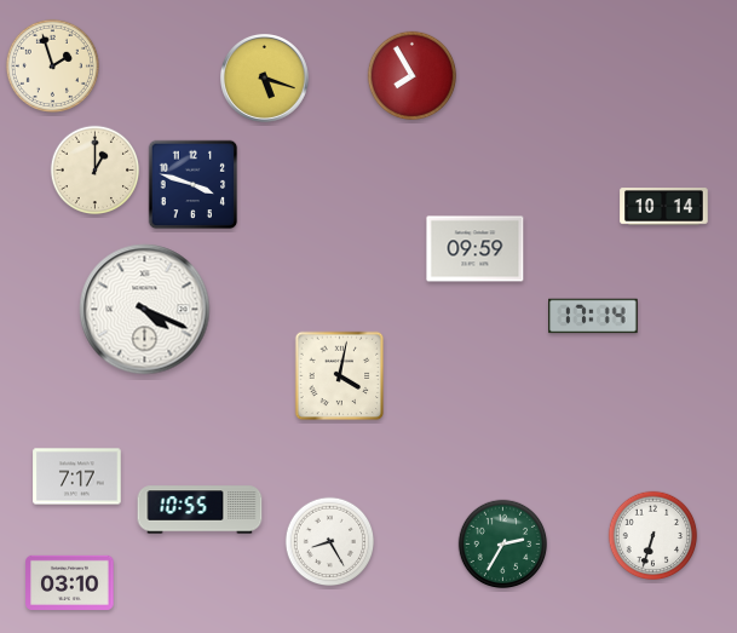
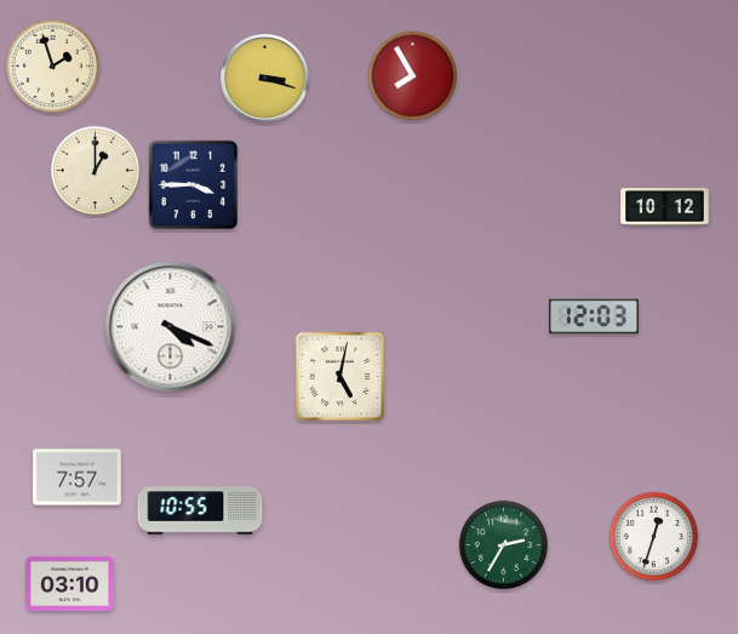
clock at (265, 79): 5:18 -> 3:18
clock at (194, 185): 3:48 -> 3:45
clock at (664, 207): 10:14 -> 10:12
clock at (476, 249): 09:59 -> none
clock at (145, 310) position: (145, 310) -> (171, 327)
clock at (593, 316): 17:14 -> 12:03
clock at (340, 376): 4:02 -> 5:02
clock at (77, 477): 7:17 -> 7:57
clock at (653, 536): 6:33 -> 12:33
clock at (330, 542): 8:25 -> none
